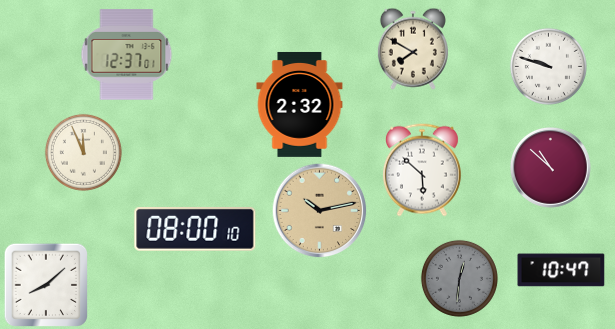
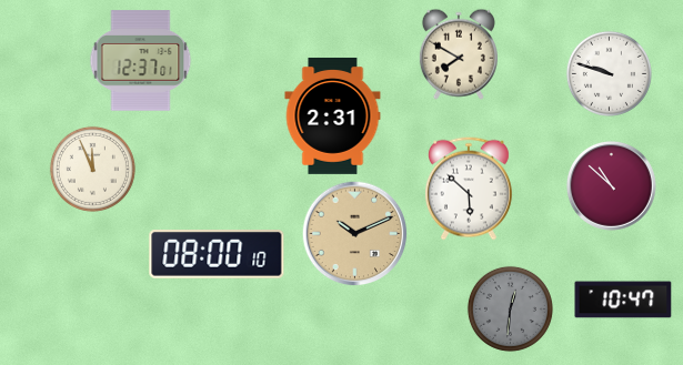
clock at (300, 104): 2:32 -> 2:31
clock at (319, 210): 10:13 -> 10:11
clock at (46, 284): 8:08 -> none
